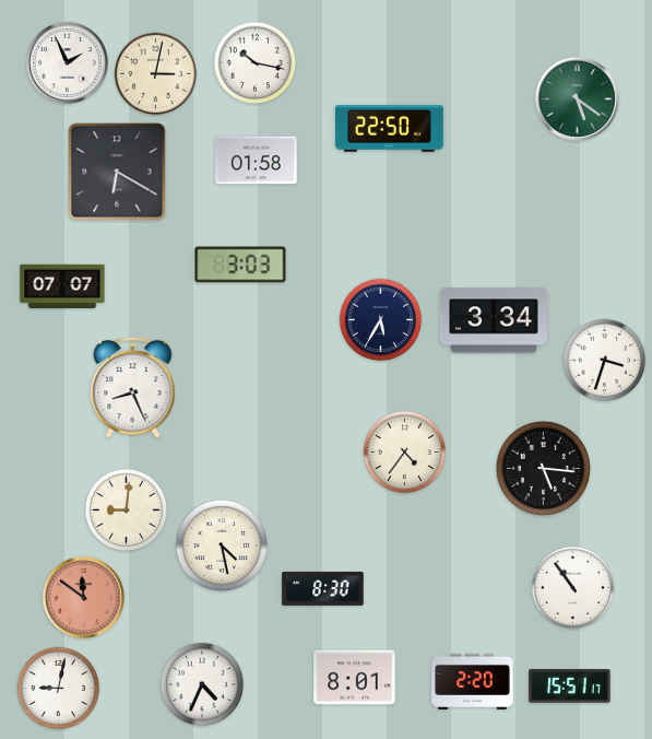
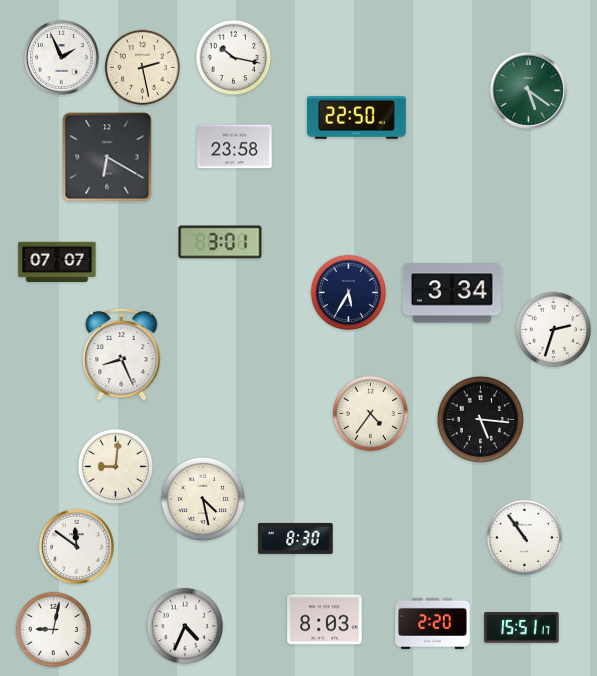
clock at (156, 74): 3:02 -> 2:28
clock at (257, 161): 01:58 -> 23:58
clock at (240, 265): 3:03 -> 3:01
clock at (605, 361): 3:33 -> 2:33
clock at (543, 468) position: (543, 468) -> (480, 419)
clock at (83, 597) dial: salmon -> white
clock at (355, 678): 8:01 -> 8:03
